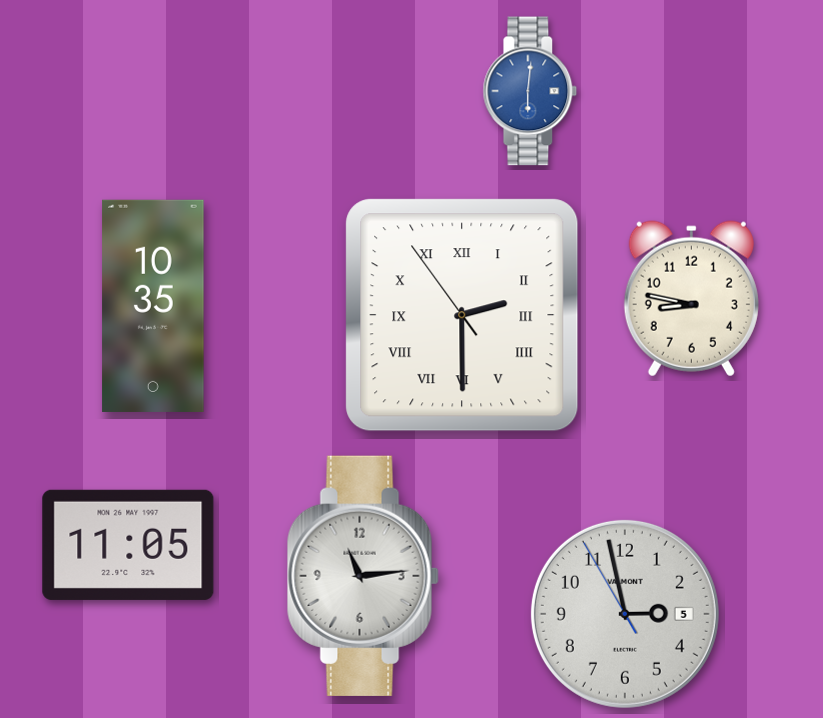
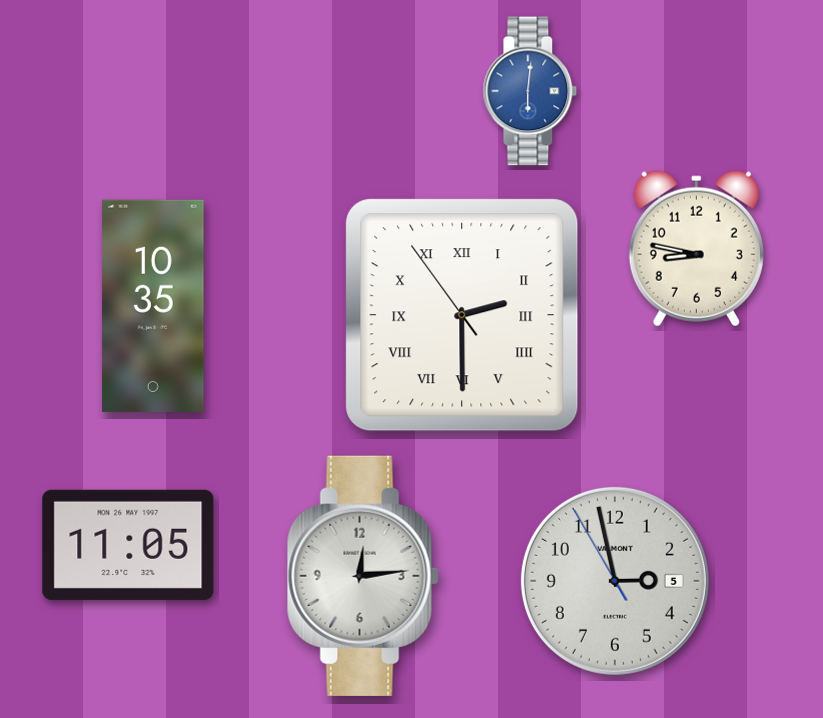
clock at (691, 299) position: (691, 299) -> (696, 249)
clock at (363, 576): 11:14 -> 12:14
clock at (625, 614) position: (625, 614) -> (615, 581)
